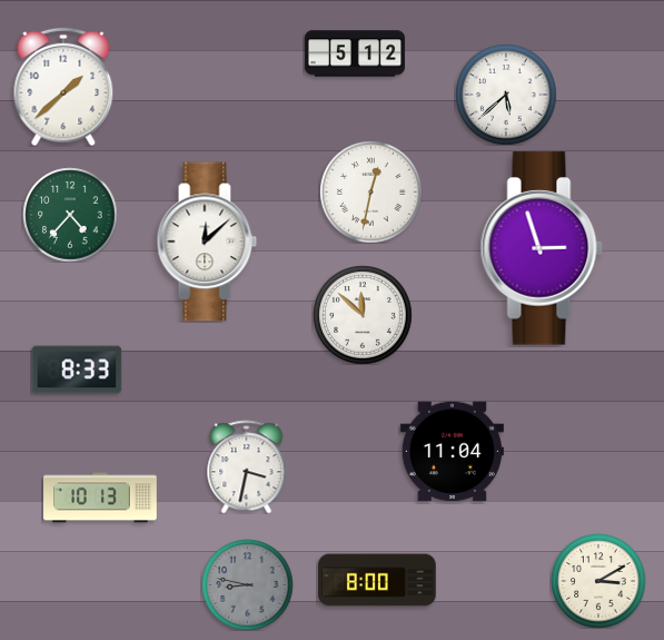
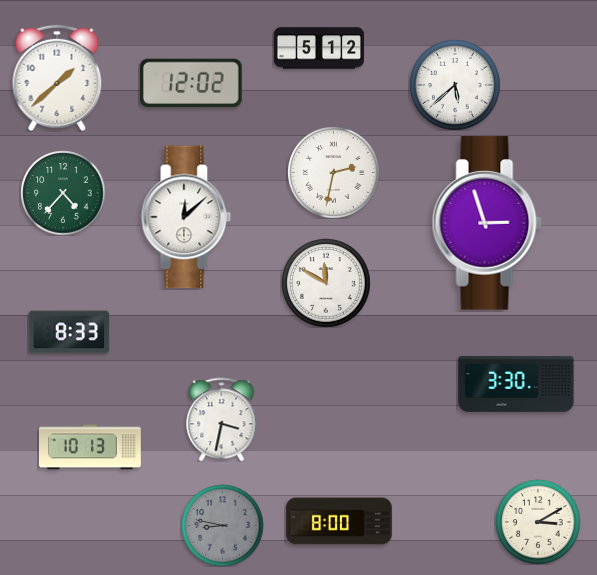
clock at (191, 82): none -> 12:02
clock at (371, 193): 12:32 -> 2:32
clock at (363, 315): 11:52 -> 11:50
clock at (516, 384): none -> 3:30
clock at (452, 452): 11:04 -> none
